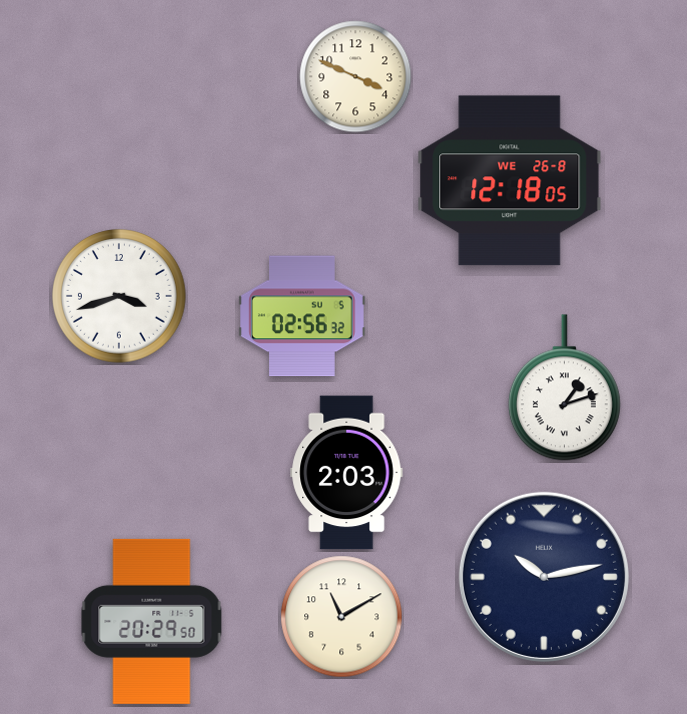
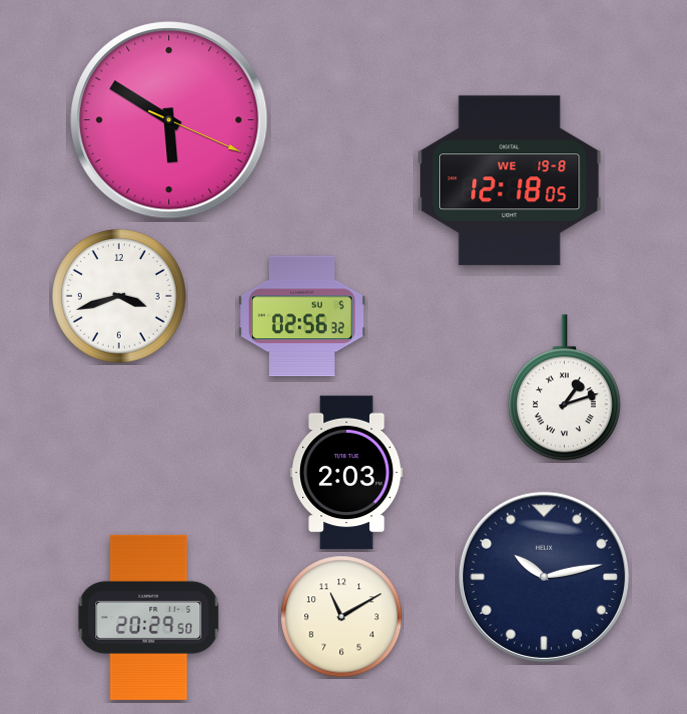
clock at (356, 77): 3:49 -> none
clock at (169, 120): none -> 5:50
clock at (510, 181) date: WE 26-8 -> WE 19-8
clock at (152, 621) position: (152, 621) -> (149, 617)
